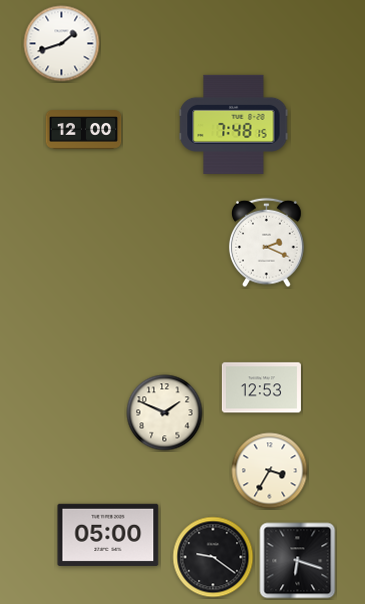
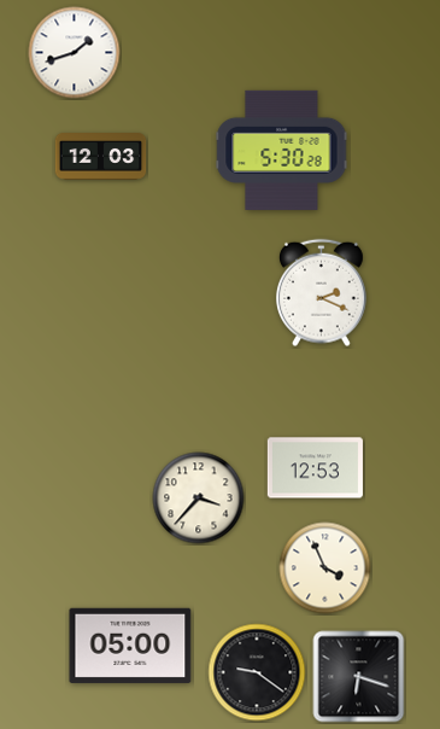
clock at (234, 124): 7:48 -> 5:30
clock at (84, 130): 12:00 -> 12:03
clock at (165, 413): 1:49 -> 3:37
clock at (270, 471): 3:35 -> 3:56
